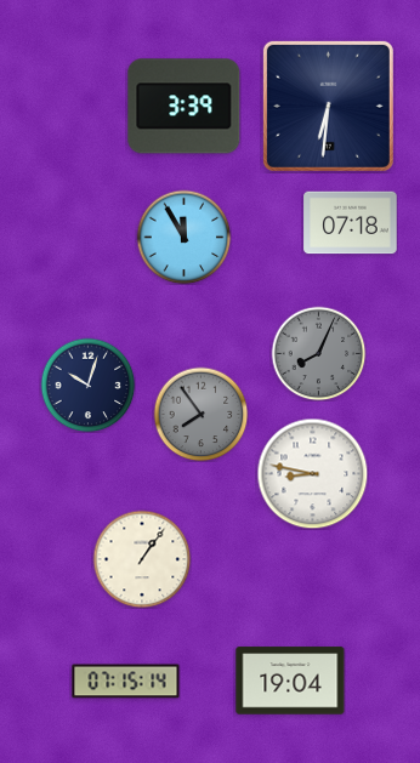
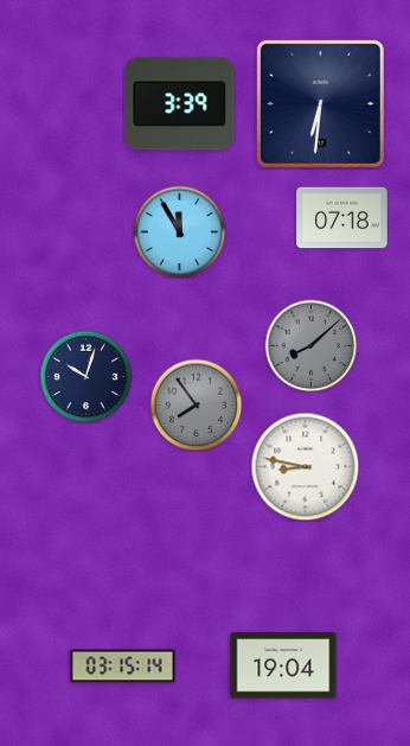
clock at (318, 353): 8:04 -> 8:08
clock at (312, 473) position: (312, 473) -> (305, 466)
clock at (142, 559): 1:06 -> none
clock at (126, 682): 07:15 -> 03:15
